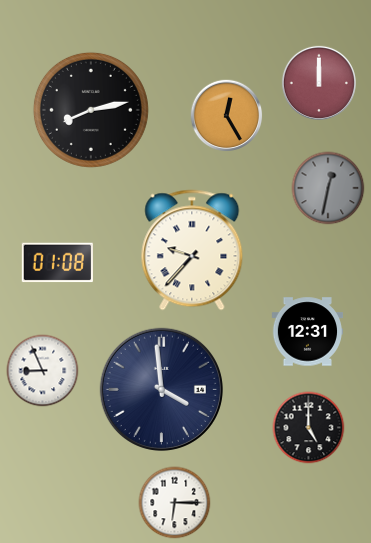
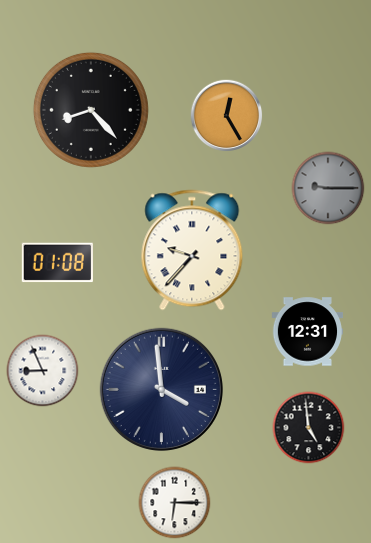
clock at (319, 83): 12:00 -> none
clock at (91, 110): 8:13 -> 8:23
clock at (328, 188): 12:32 -> 9:15
clock at (309, 428): 5:00 -> 4:59
